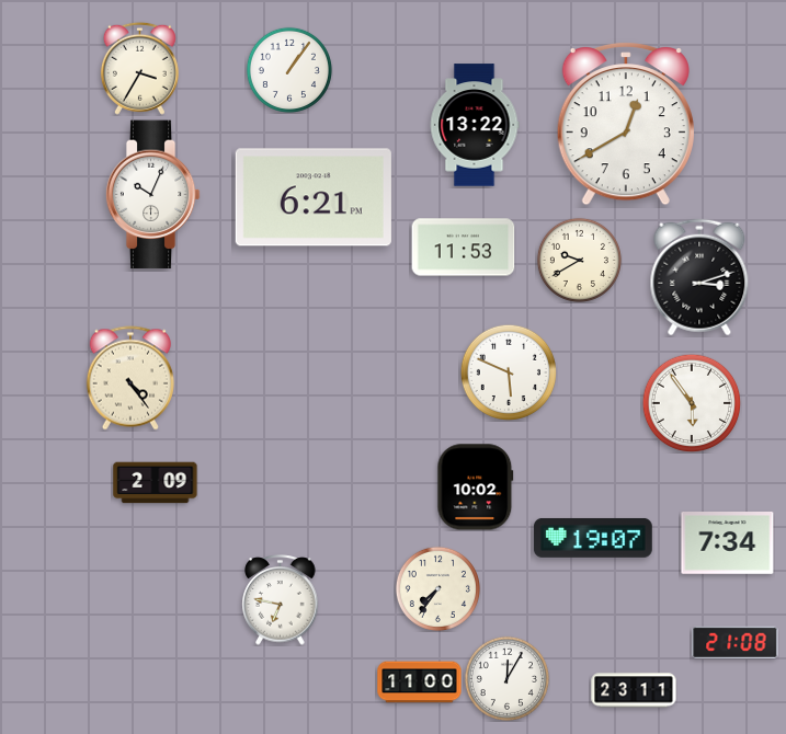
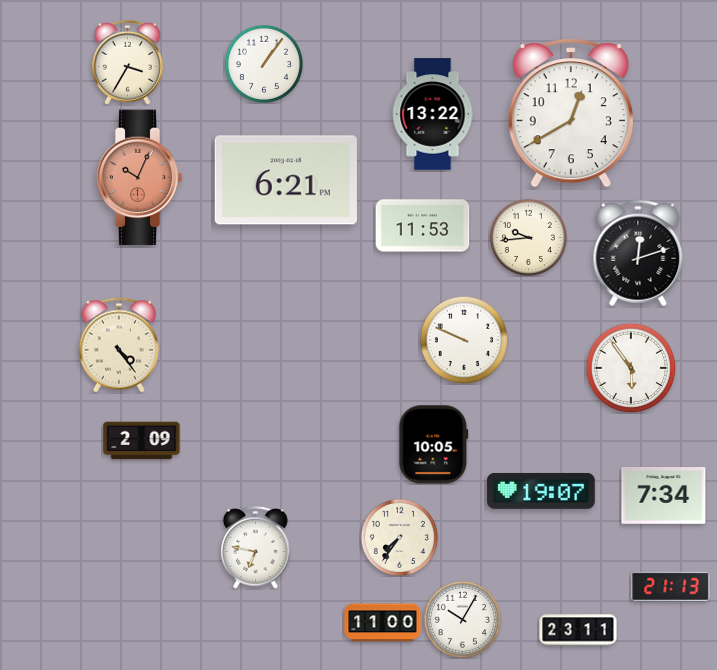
clock at (152, 195) dial: white -> salmon
clock at (579, 260): 9:40 -> 9:44
clock at (699, 277): 3:12 -> 12:12
clock at (509, 372): 5:49 -> 9:49
clock at (476, 488): 10:02 -> 10:05
clock at (736, 642): 21:08 -> 21:13
clock at (506, 678): 12:05 -> 10:05
